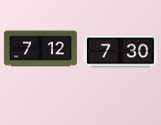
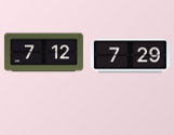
clock at (120, 52): 7:30 -> 7:29
